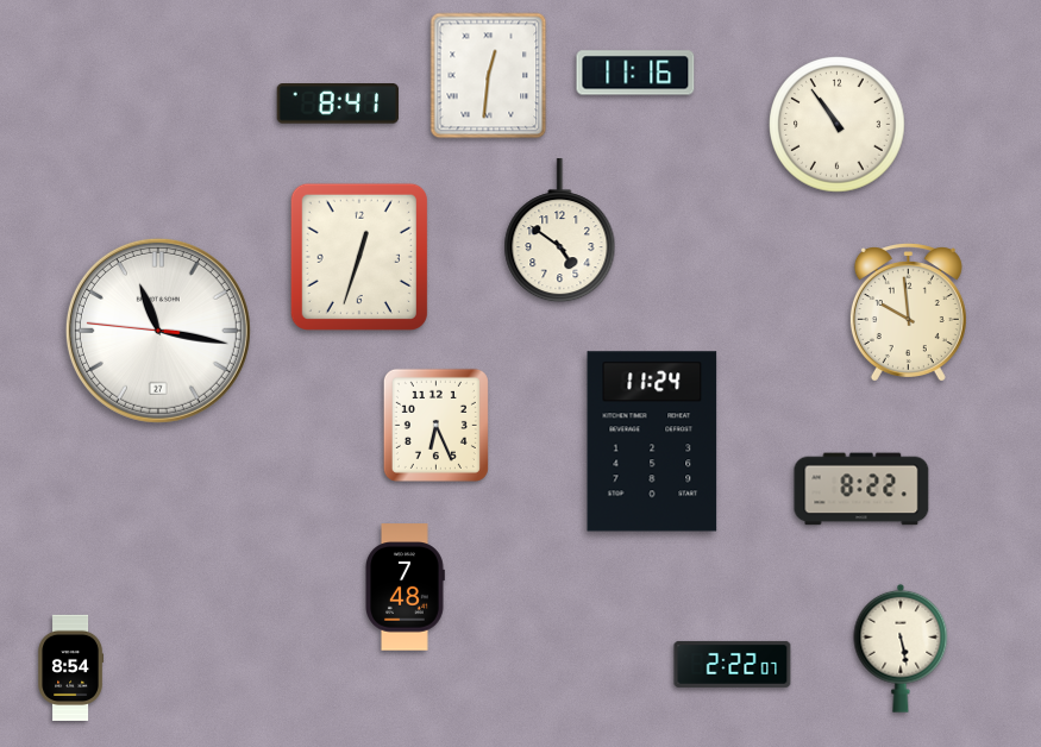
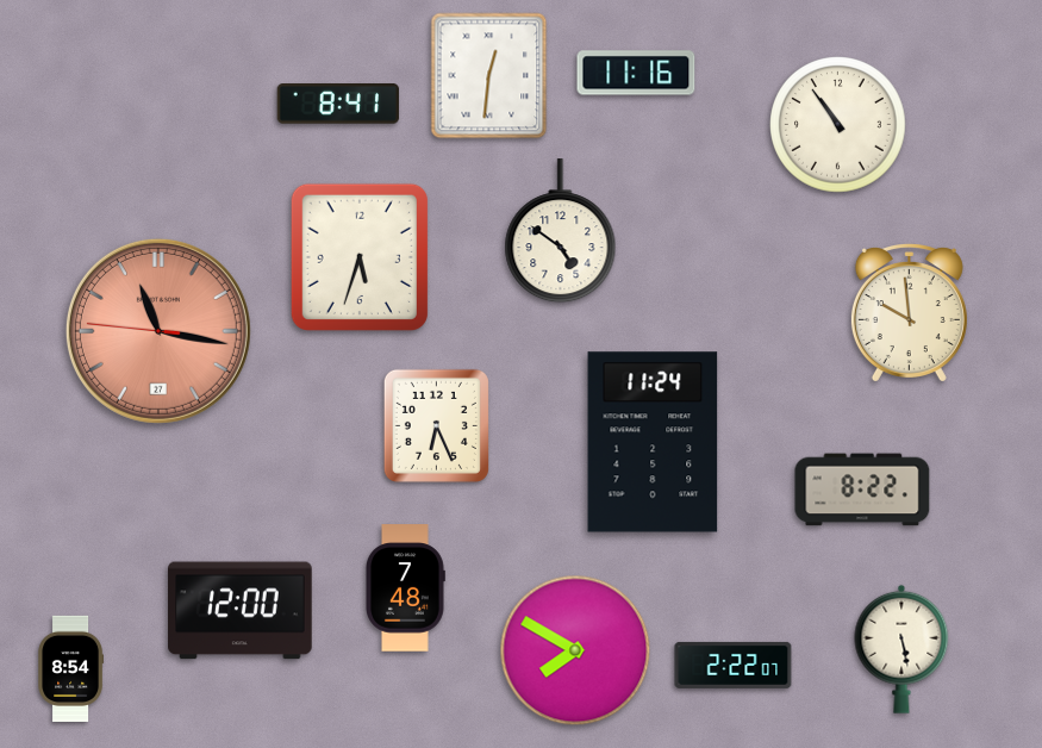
clock at (359, 257): 12:33 -> 5:33
clock at (158, 331) dial: white -> salmon
clock at (241, 611): none -> 12:00
clock at (575, 650): none -> 7:50
